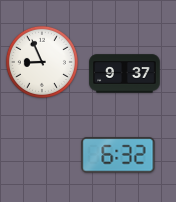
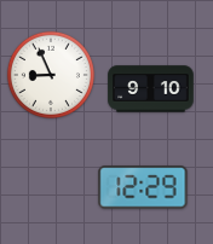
clock at (125, 74): 9:37 -> 9:10
clock at (118, 155): 6:32 -> 12:29
